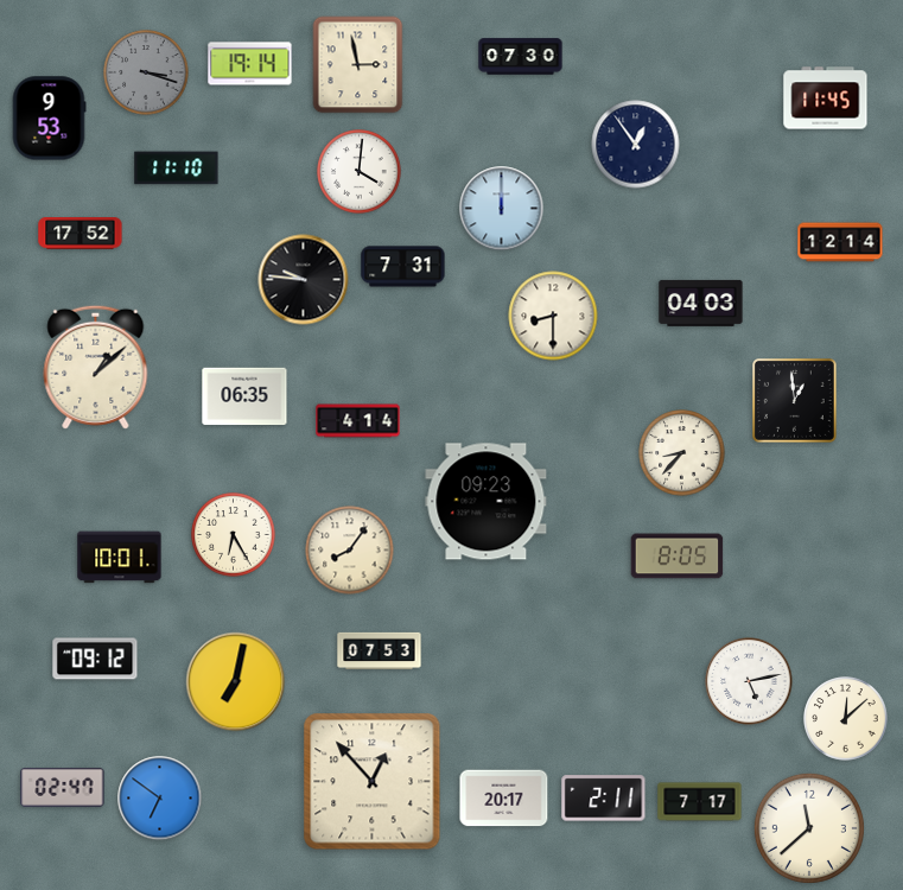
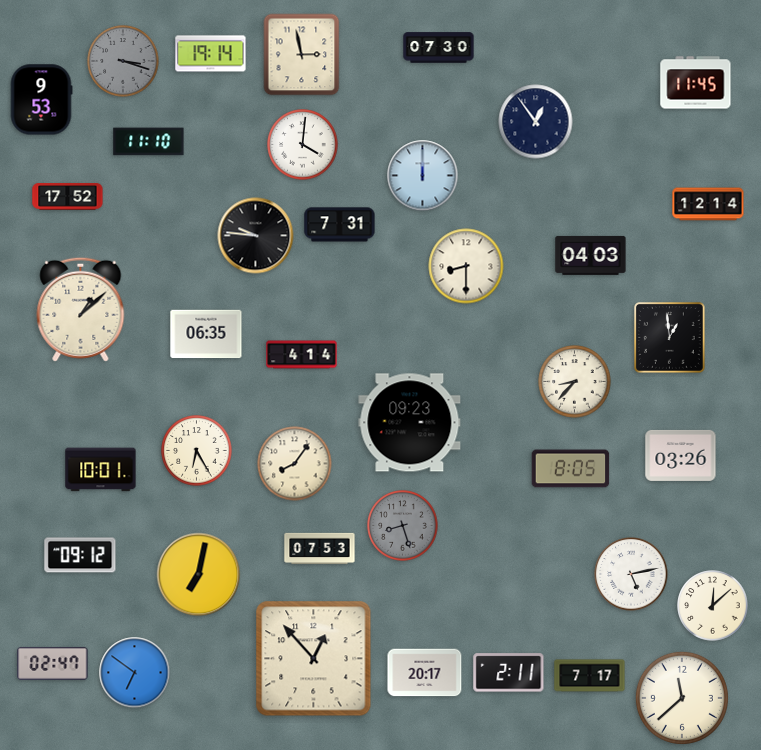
clock at (681, 455): none -> 03:26
clock at (403, 526): none -> 8:27
